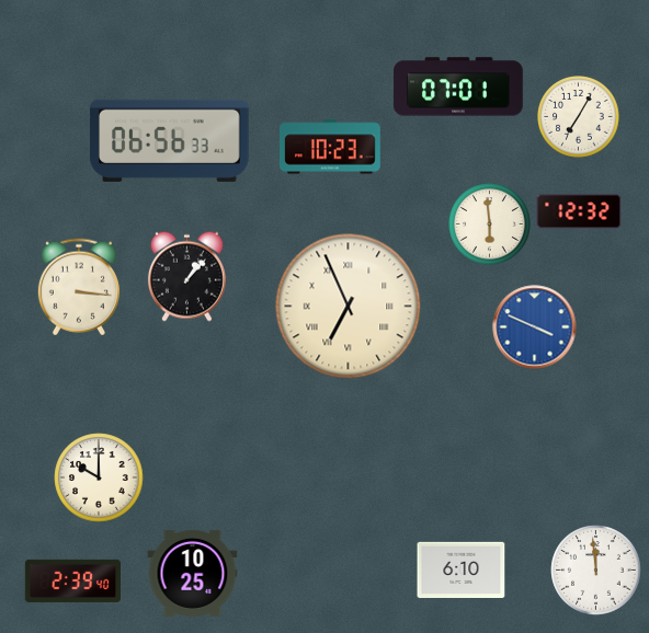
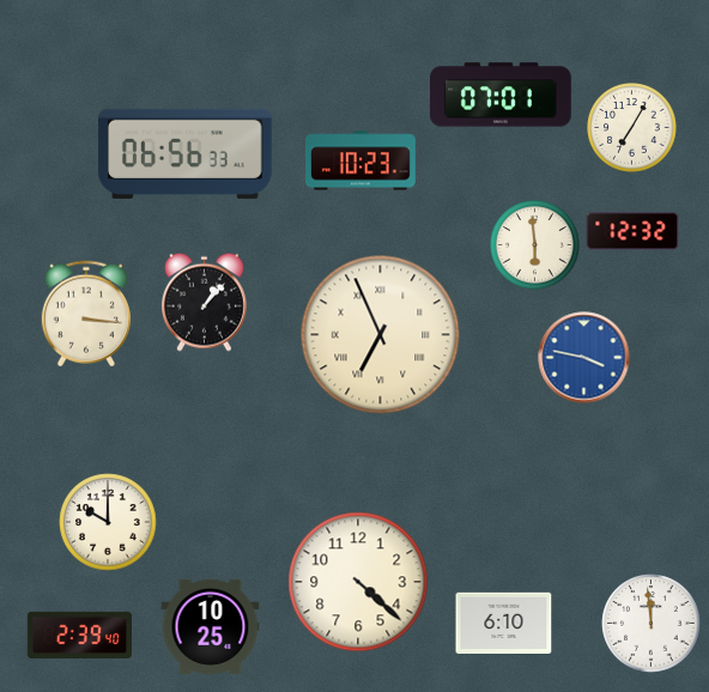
clock at (535, 327): 3:49 -> 3:47
clock at (358, 582): none -> 4:22
